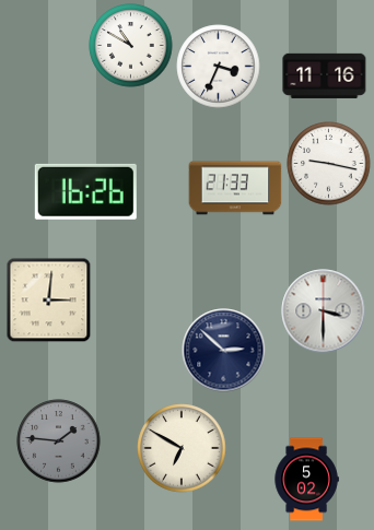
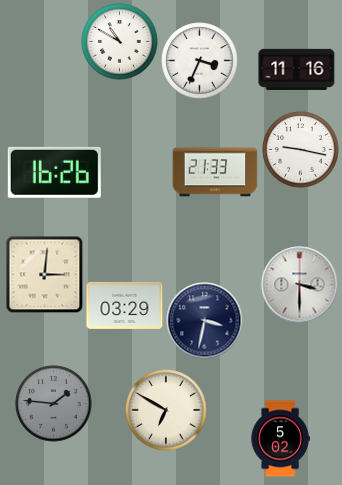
clock at (85, 191) position: (85, 191) -> (54, 172)
clock at (324, 311) position: (324, 311) -> (300, 285)
clock at (125, 305): none -> 03:29
clock at (224, 351): 2:52 -> 3:32
